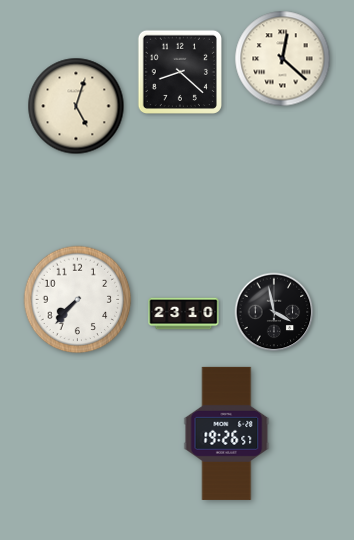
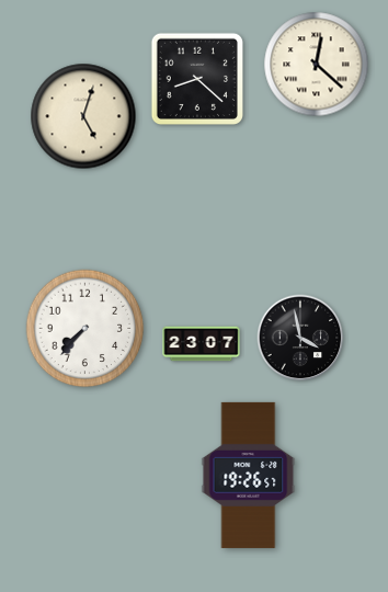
clock at (283, 59) position: (283, 59) -> (317, 65)
clock at (274, 312) position: (274, 312) -> (300, 338)
clock at (184, 314): 23:10 -> 23:07
